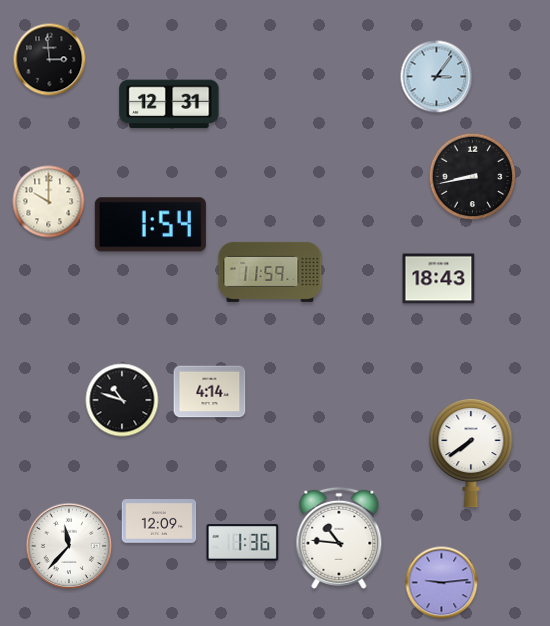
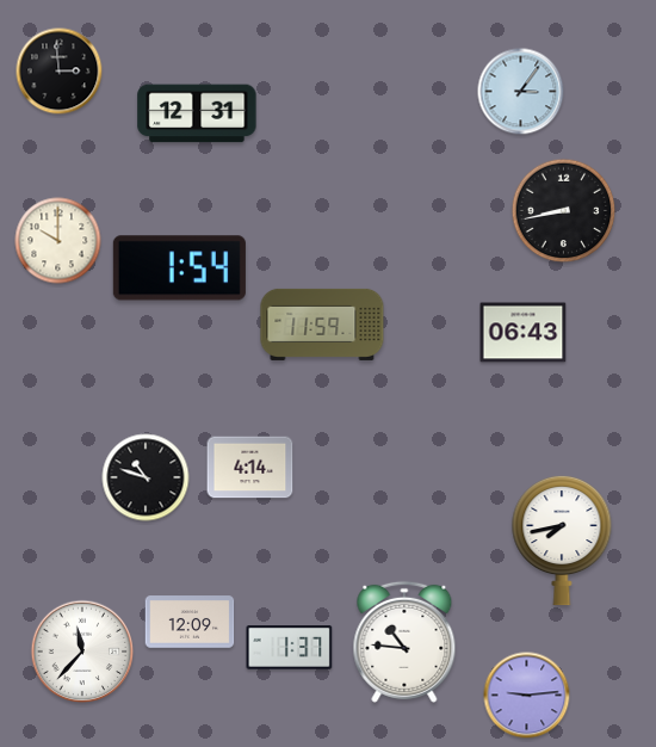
clock at (169, 104) position: (169, 104) -> (197, 113)
clock at (439, 279): 18:43 -> 06:43
clock at (471, 453): 7:39 -> 7:43
clock at (243, 543): 1:36 -> 1:37
